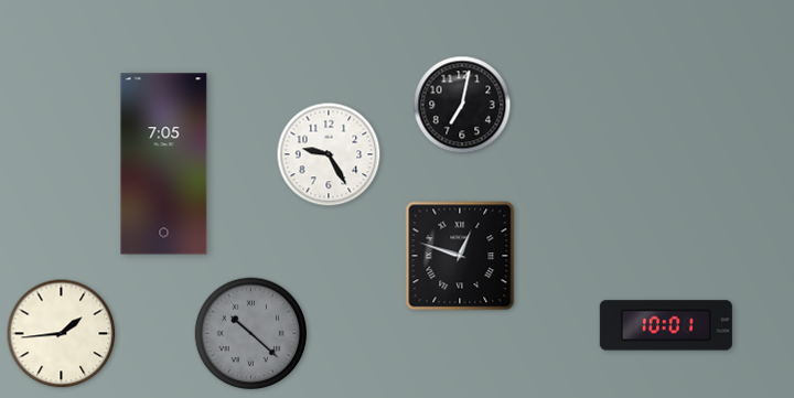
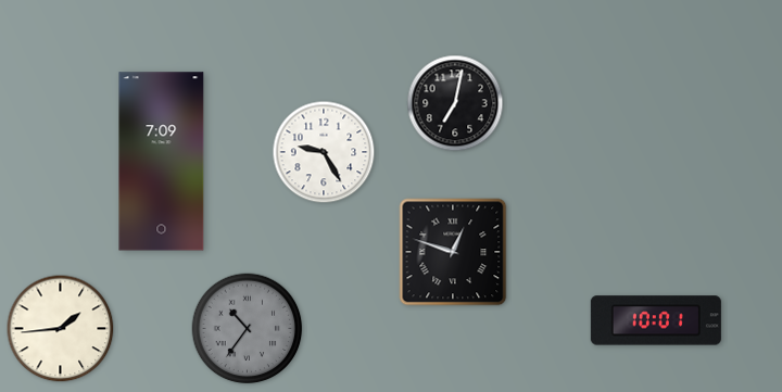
clock at (164, 164): 7:05 -> 7:09
clock at (251, 334): 10:22 -> 10:36
